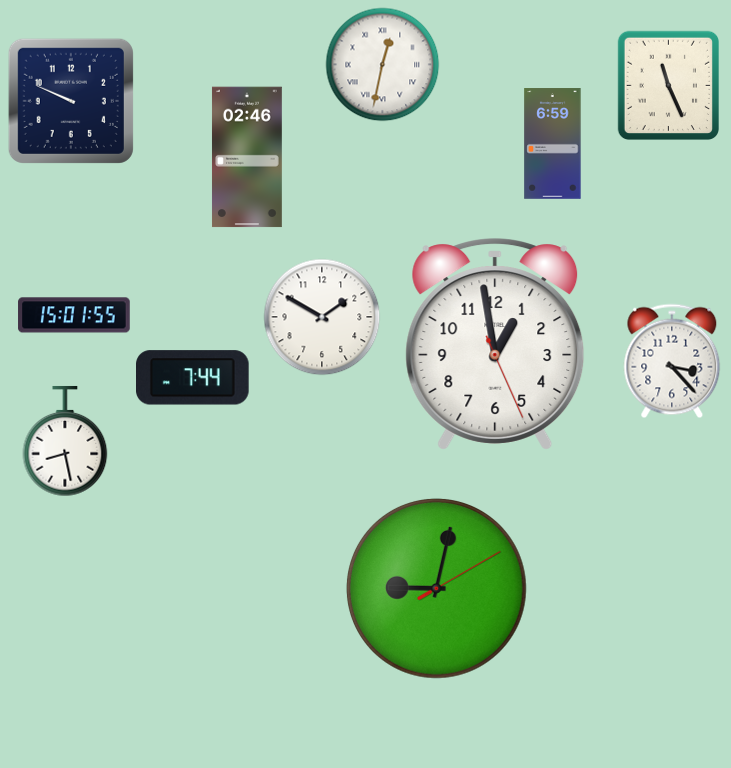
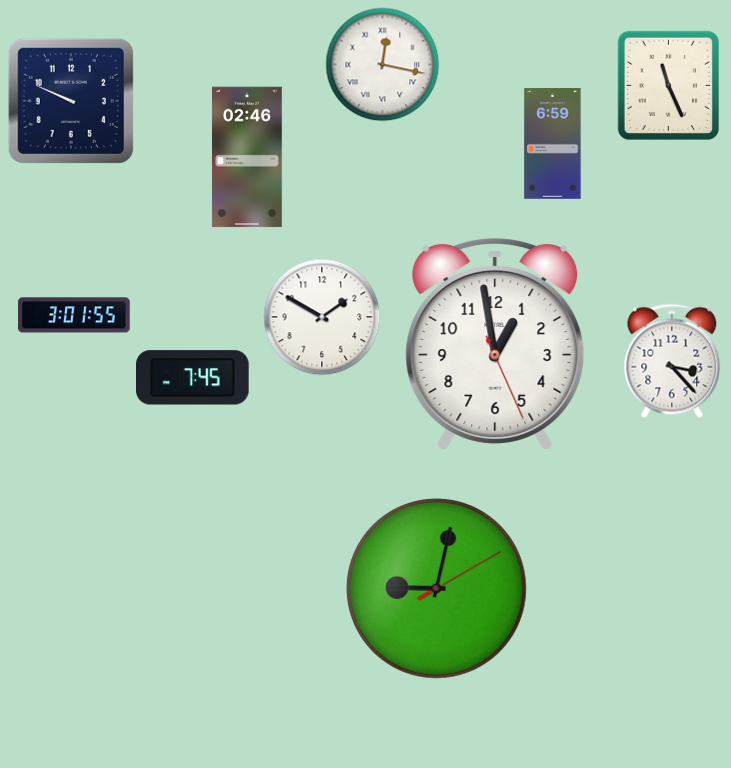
clock at (383, 65): 12:32 -> 12:17
clock at (74, 315): 15:01 -> 3:01
clock at (193, 378): 7:44 -> 7:45
clock at (65, 442): 8:28 -> none
